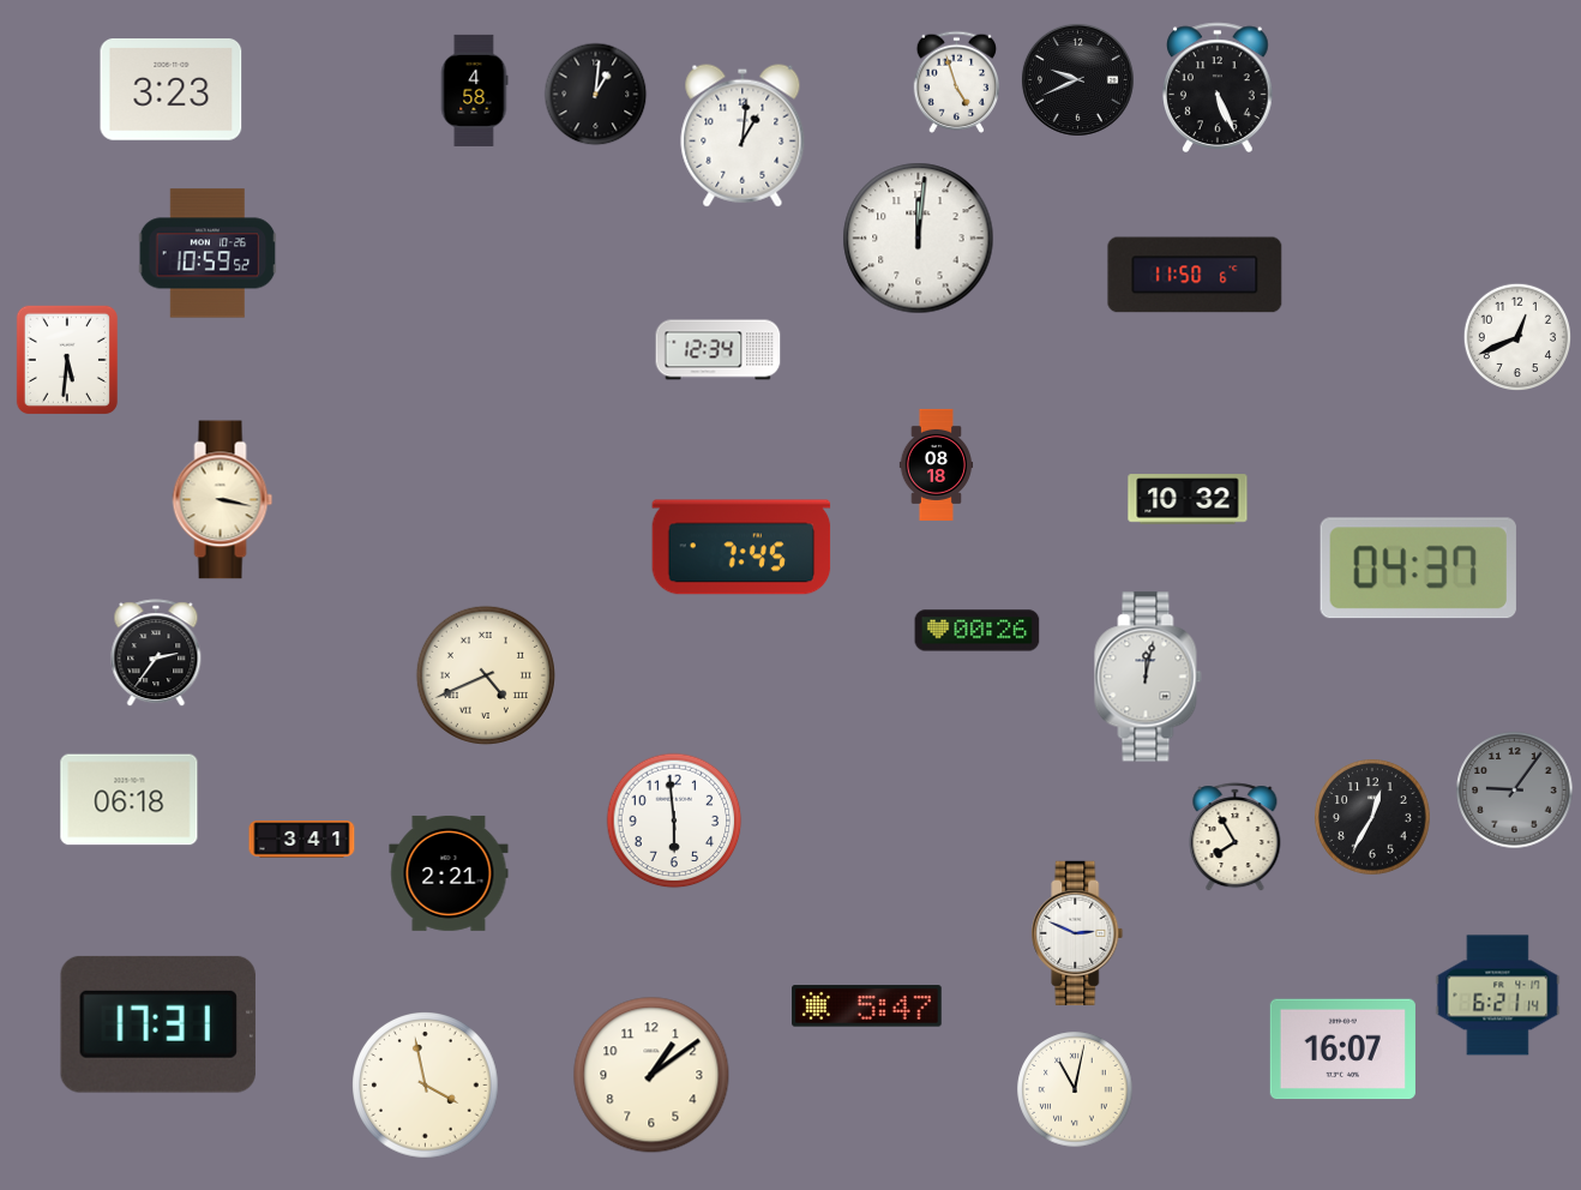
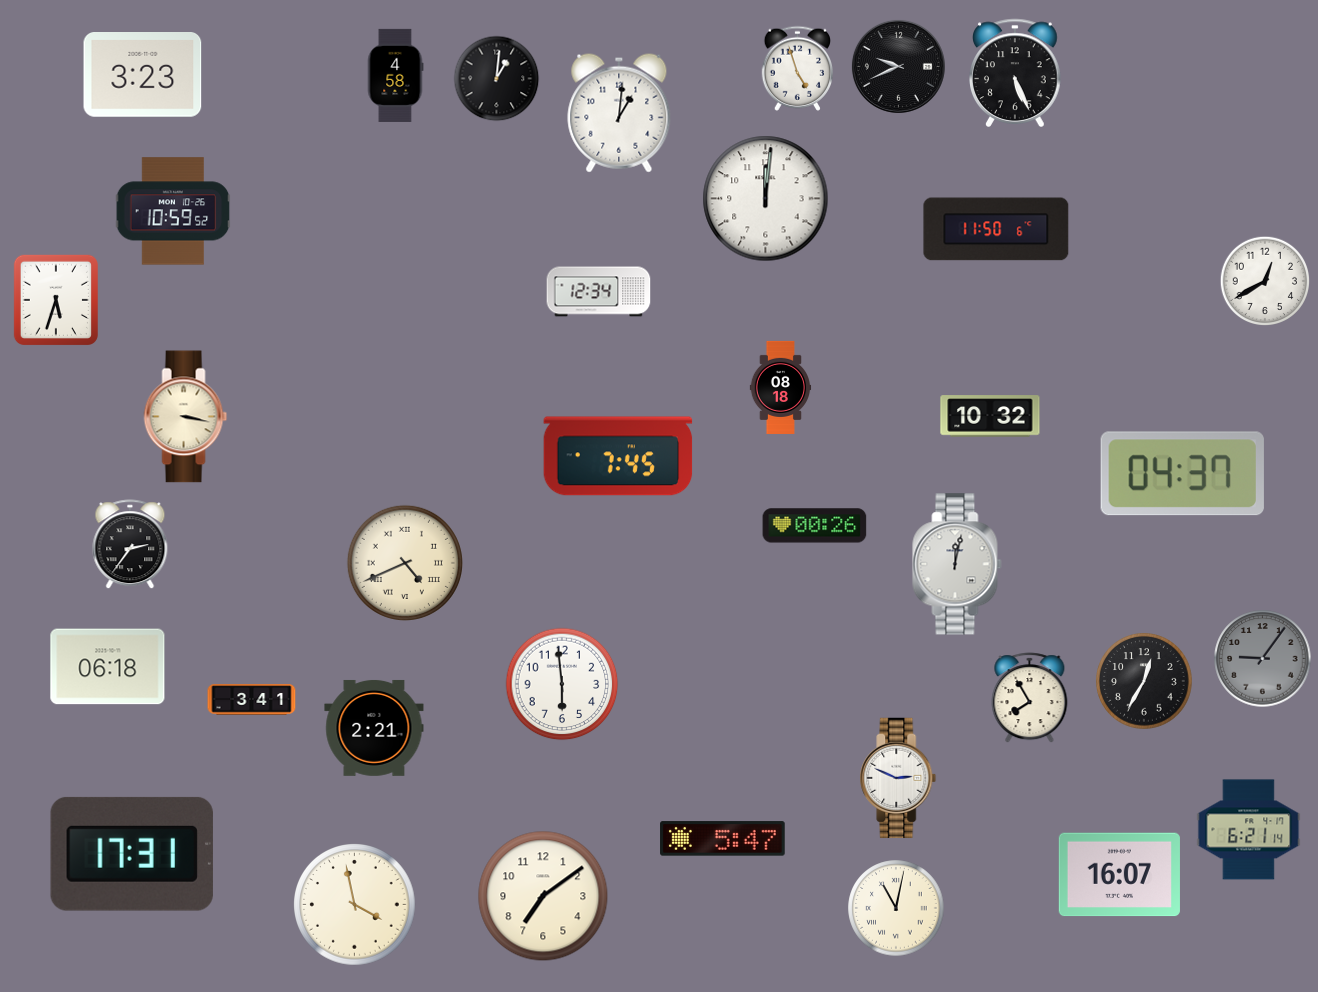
clock at (1516, 336): 12:41 -> 12:40
clock at (66, 359): 5:31 -> 5:33
clock at (651, 1075): 1:09 -> 7:09
